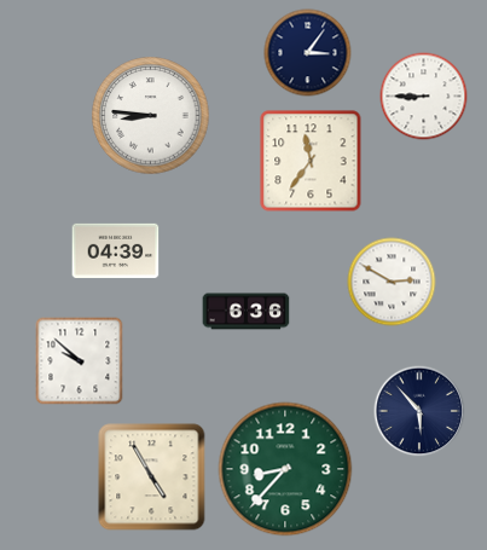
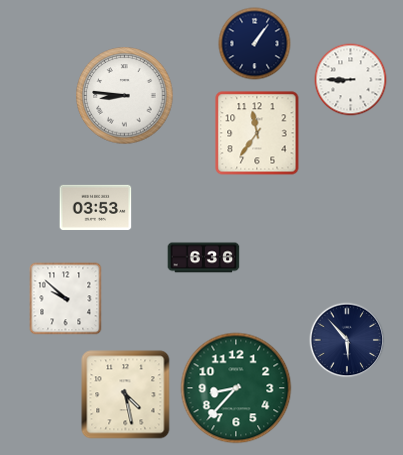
clock at (308, 53): 3:06 -> 1:06
clock at (116, 250): 04:39 -> 03:53
clock at (392, 282): 2:50 -> none
clock at (152, 477): 4:55 -> 4:28
